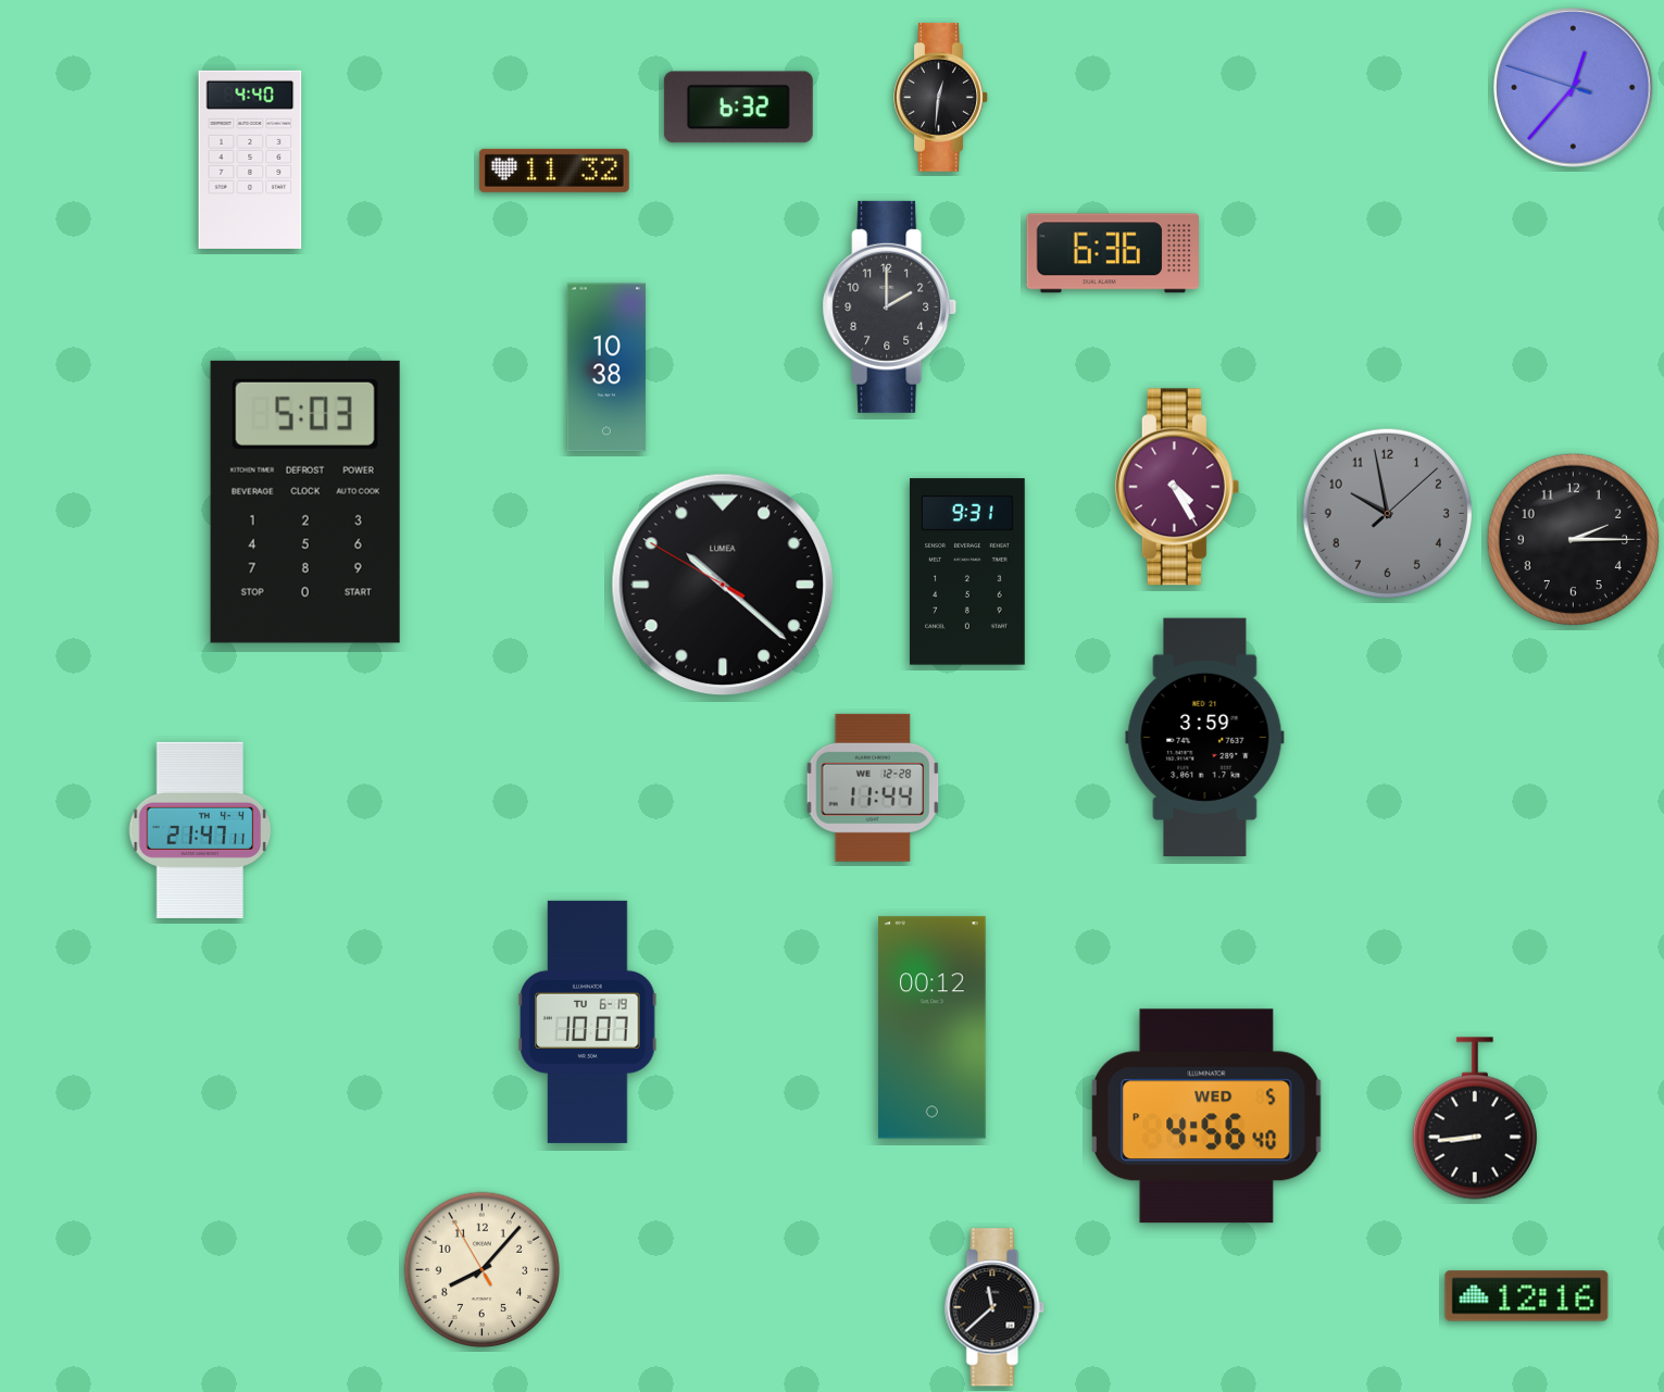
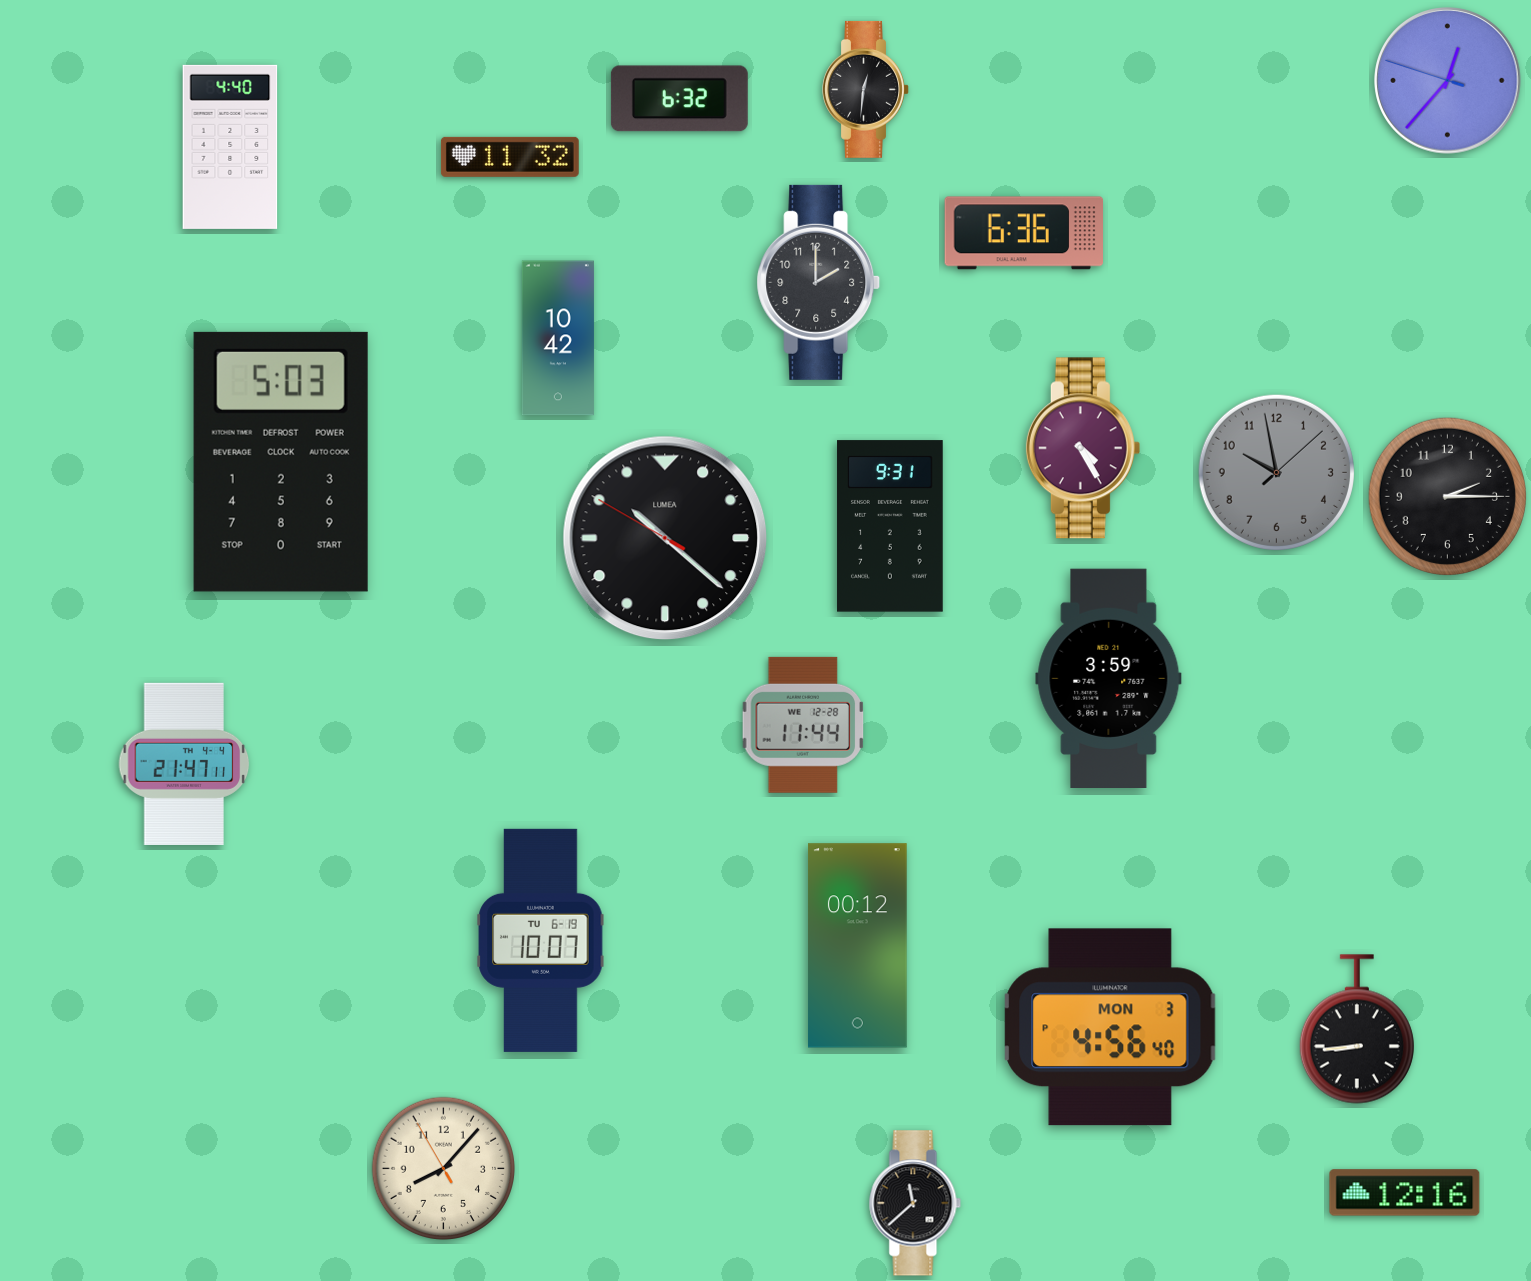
clock at (606, 367): 10:38 -> 10:42
clock at (1206, 1116) date: WED 5 -> MON 3
